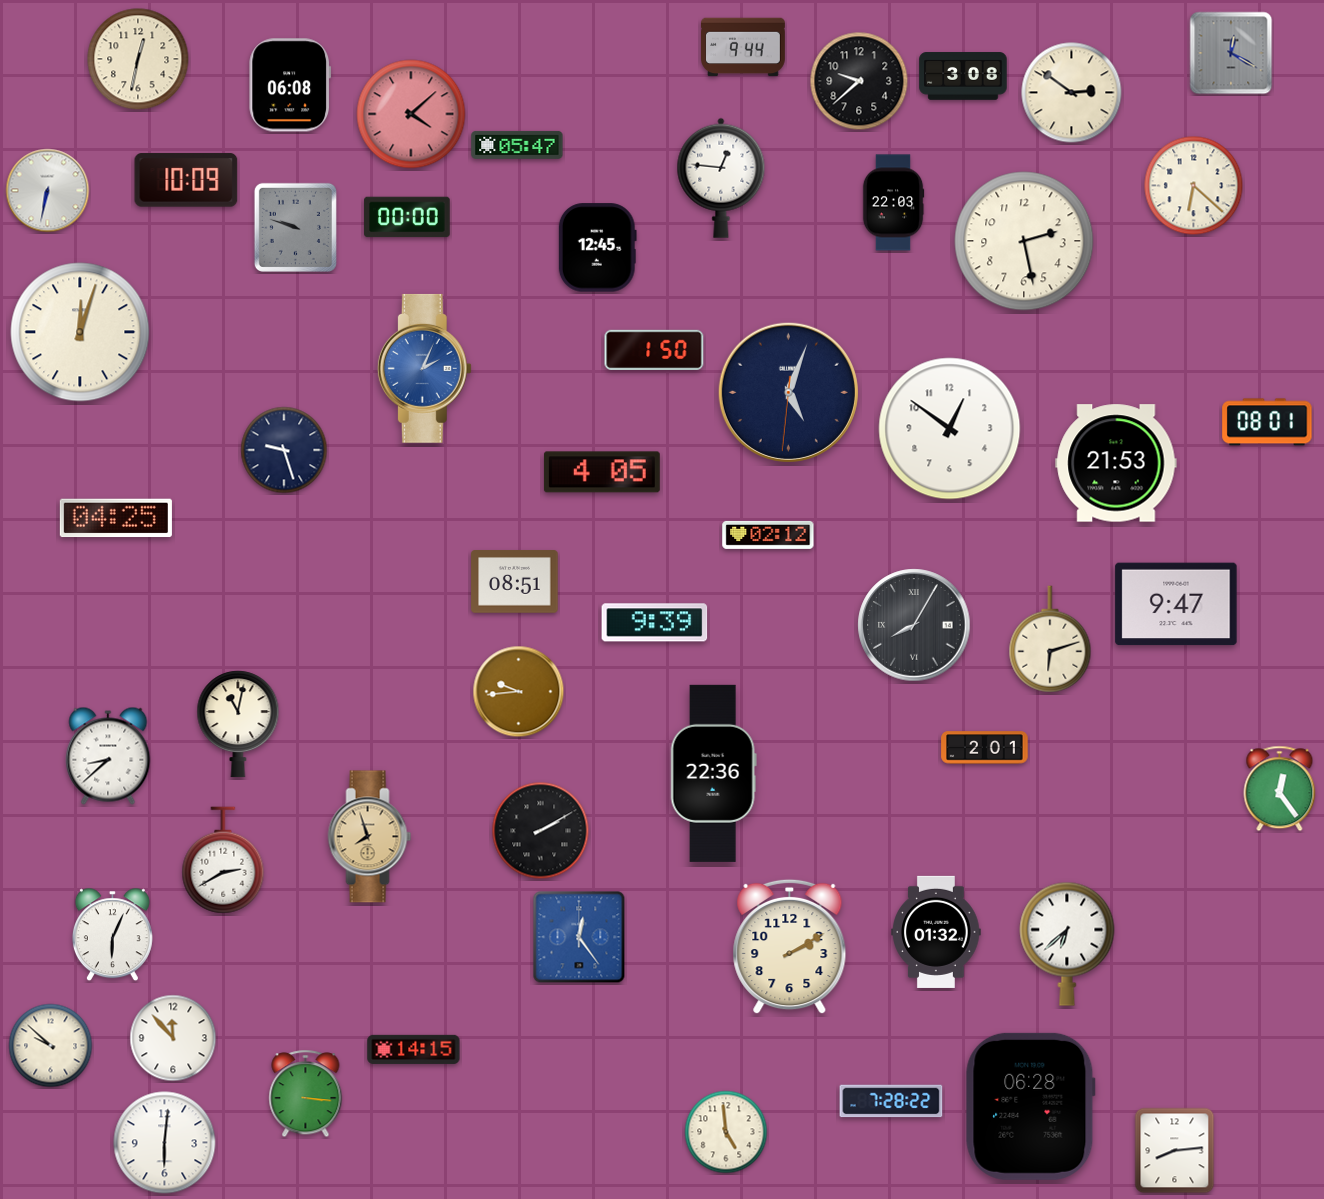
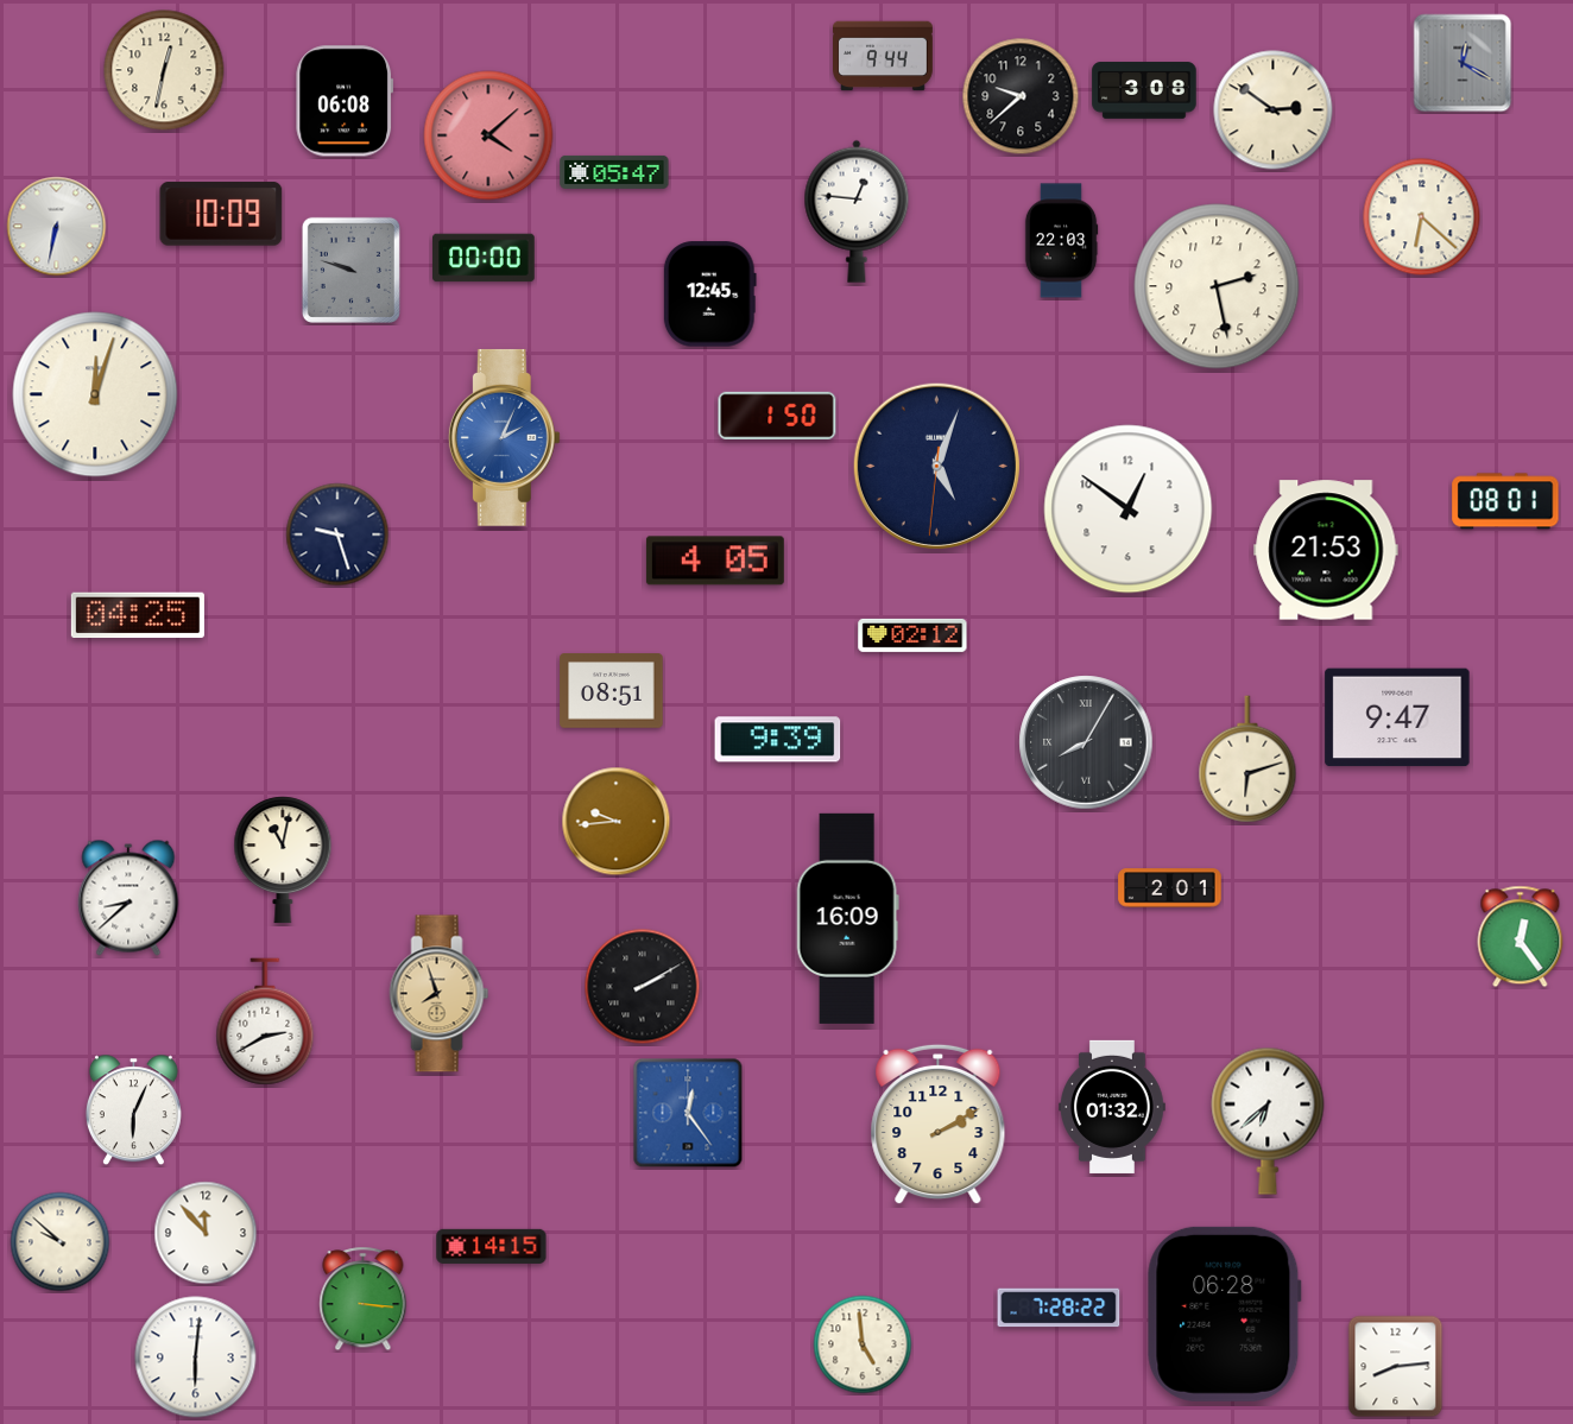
clock at (1194, 186) position: (1194, 186) -> (1422, 217)
clock at (713, 773): 22:36 -> 16:09
